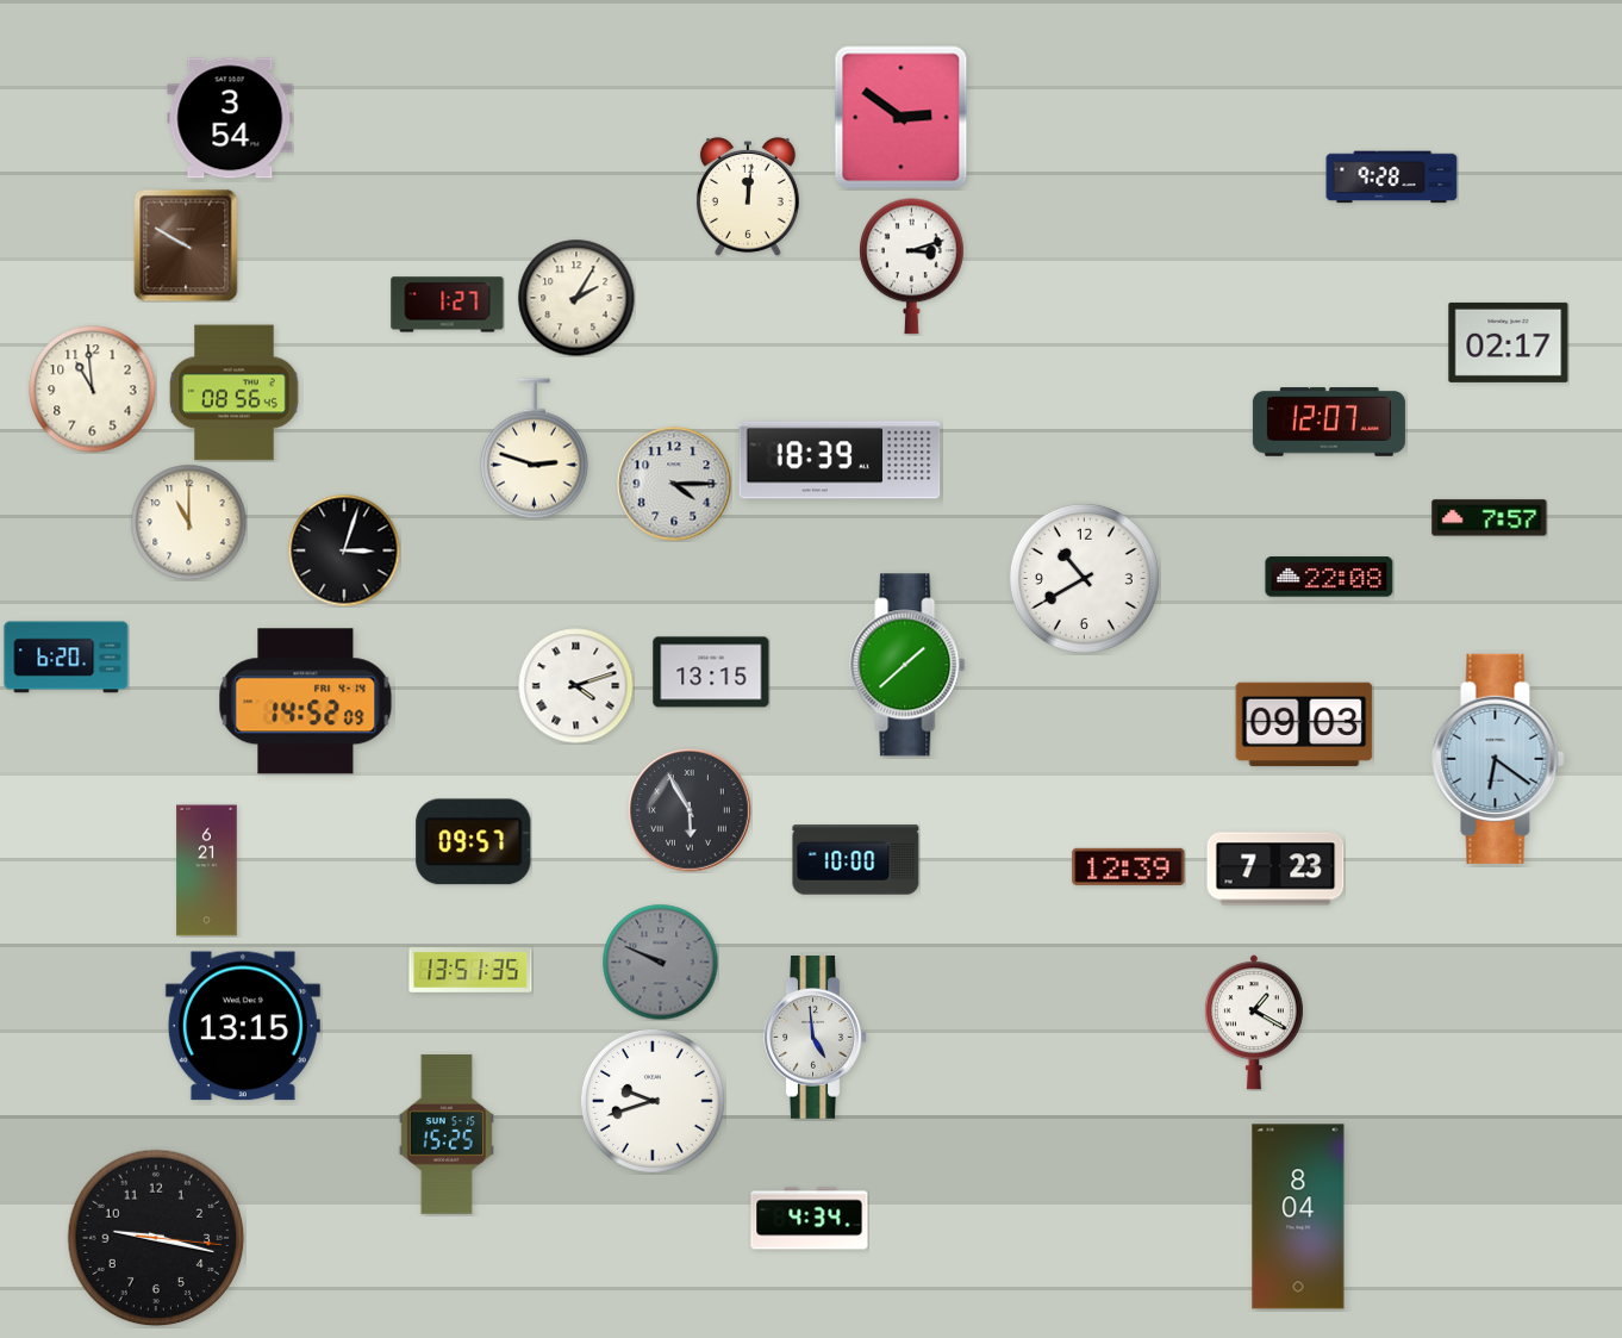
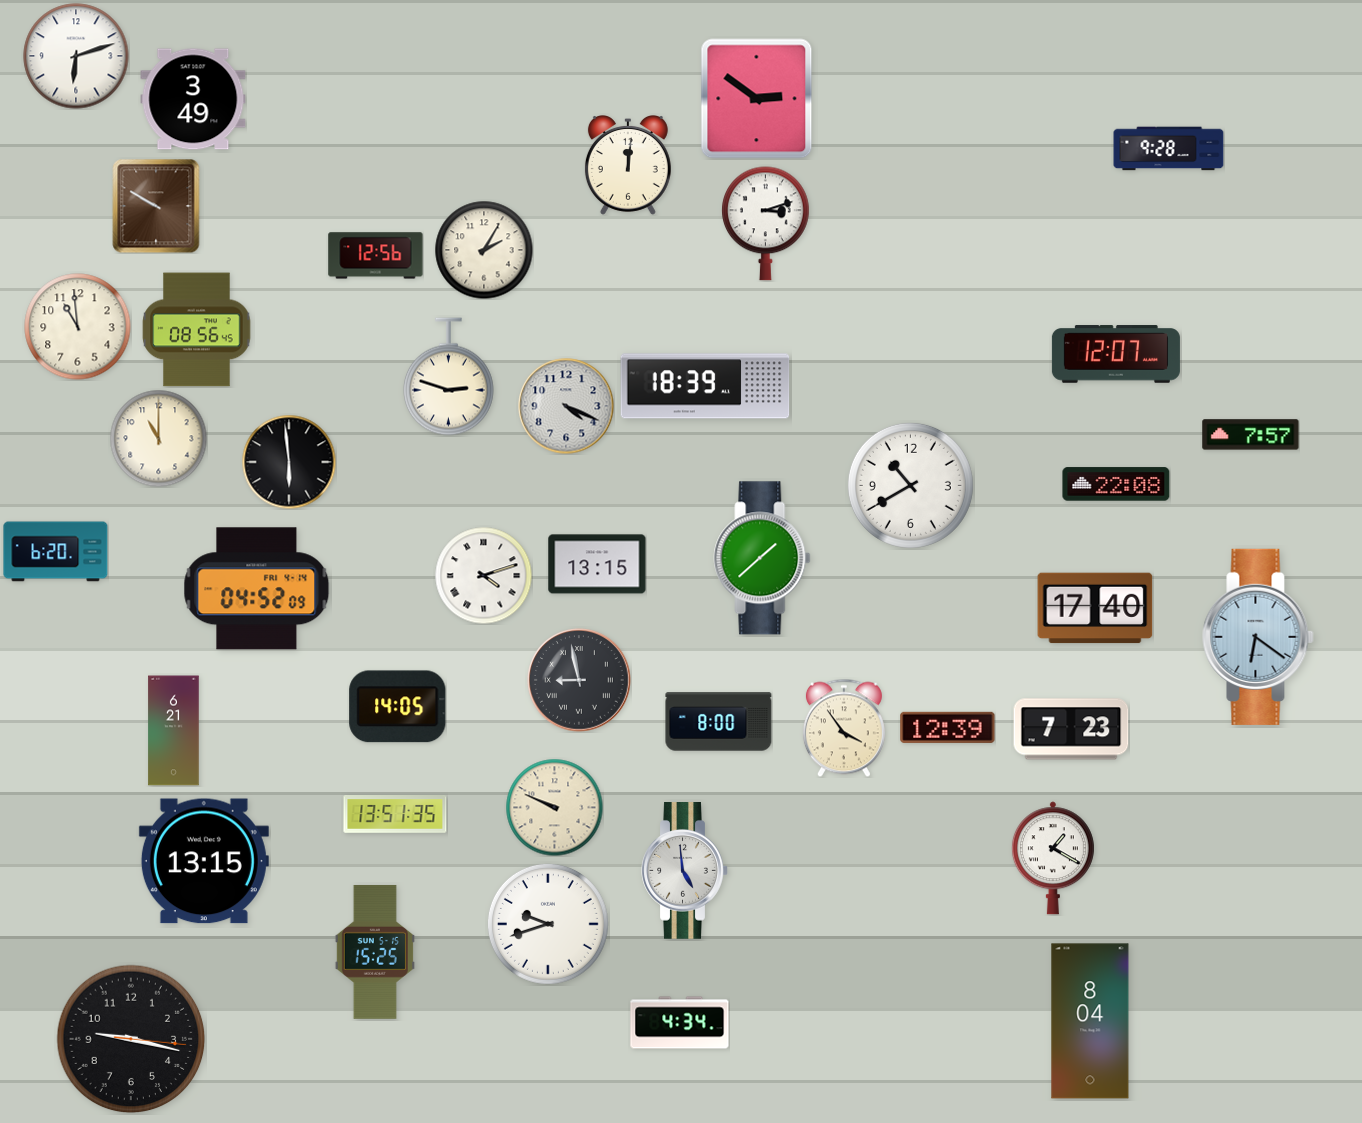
clock at (76, 56): none -> 6:12
clock at (230, 118): 3:54 -> 3:49
clock at (448, 305): 1:27 -> 12:56
clock at (1509, 342): 02:17 -> none
clock at (674, 484): 4:15 -> 4:19
clock at (344, 550): 3:03 -> 5:59
clock at (306, 702): 14:52 -> 04:52
clock at (1304, 724): 09:03 -> 17:40
clock at (691, 811): 5:55 -> 8:58
clock at (474, 842): 09:57 -> 14:05
clock at (856, 860): 10:00 -> 8:00
clock at (844, 728): none -> 3:54
clock at (660, 962) dial: grey -> cream
